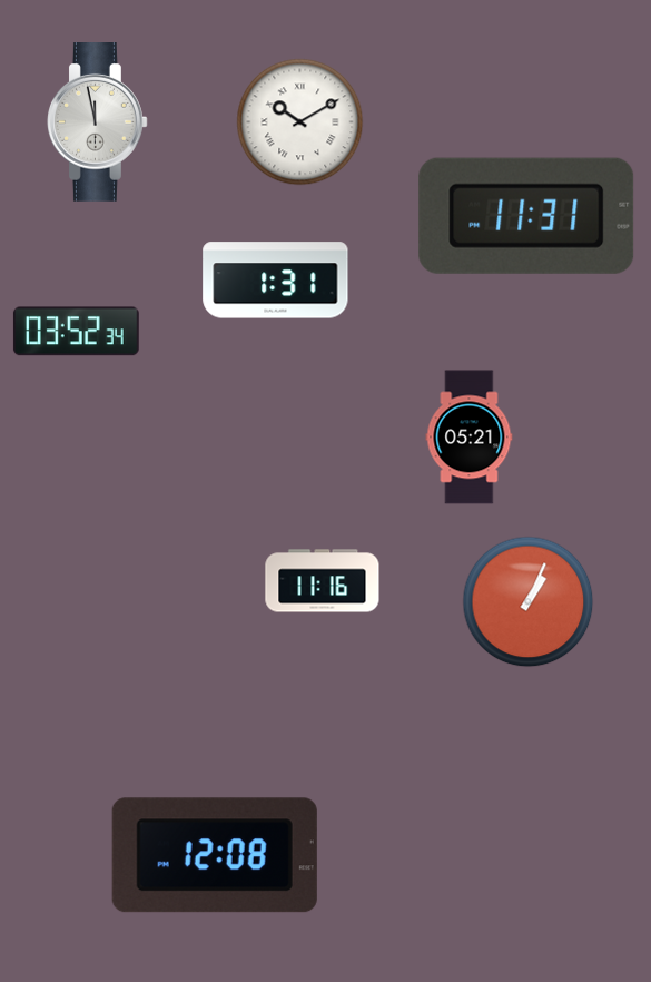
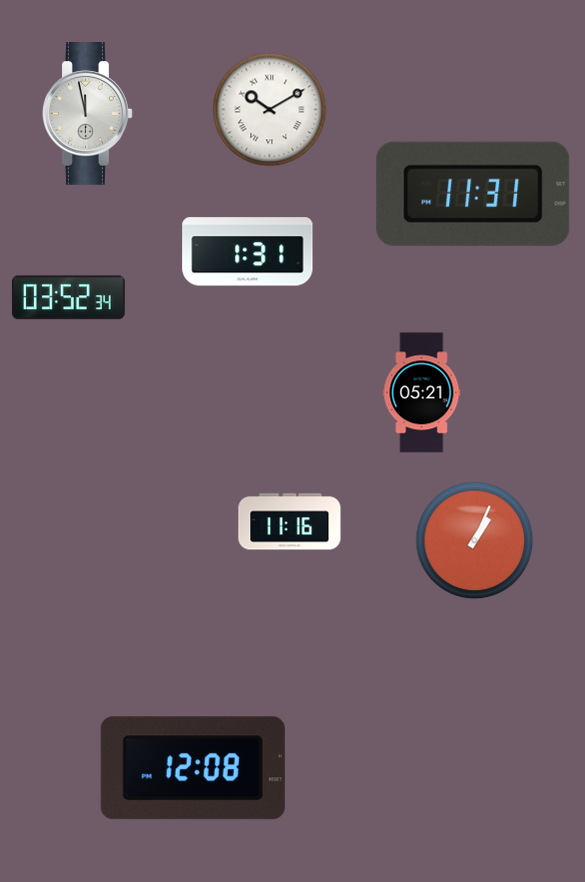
clock at (98, 122) position: (98, 122) -> (88, 114)
